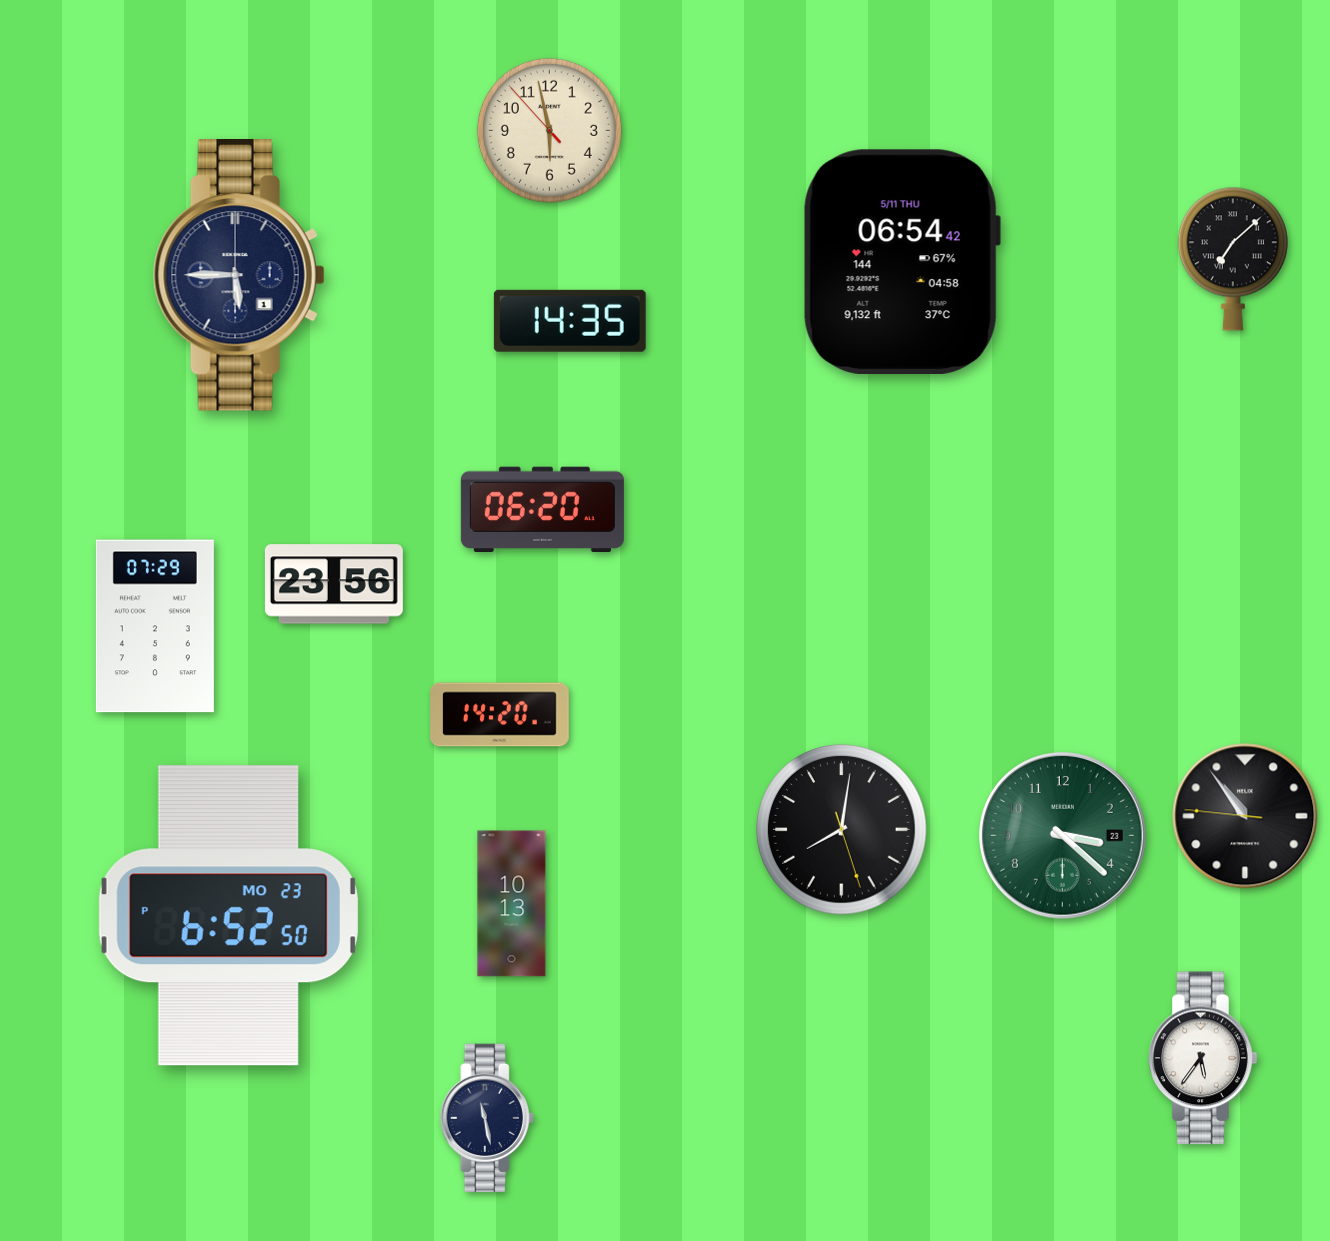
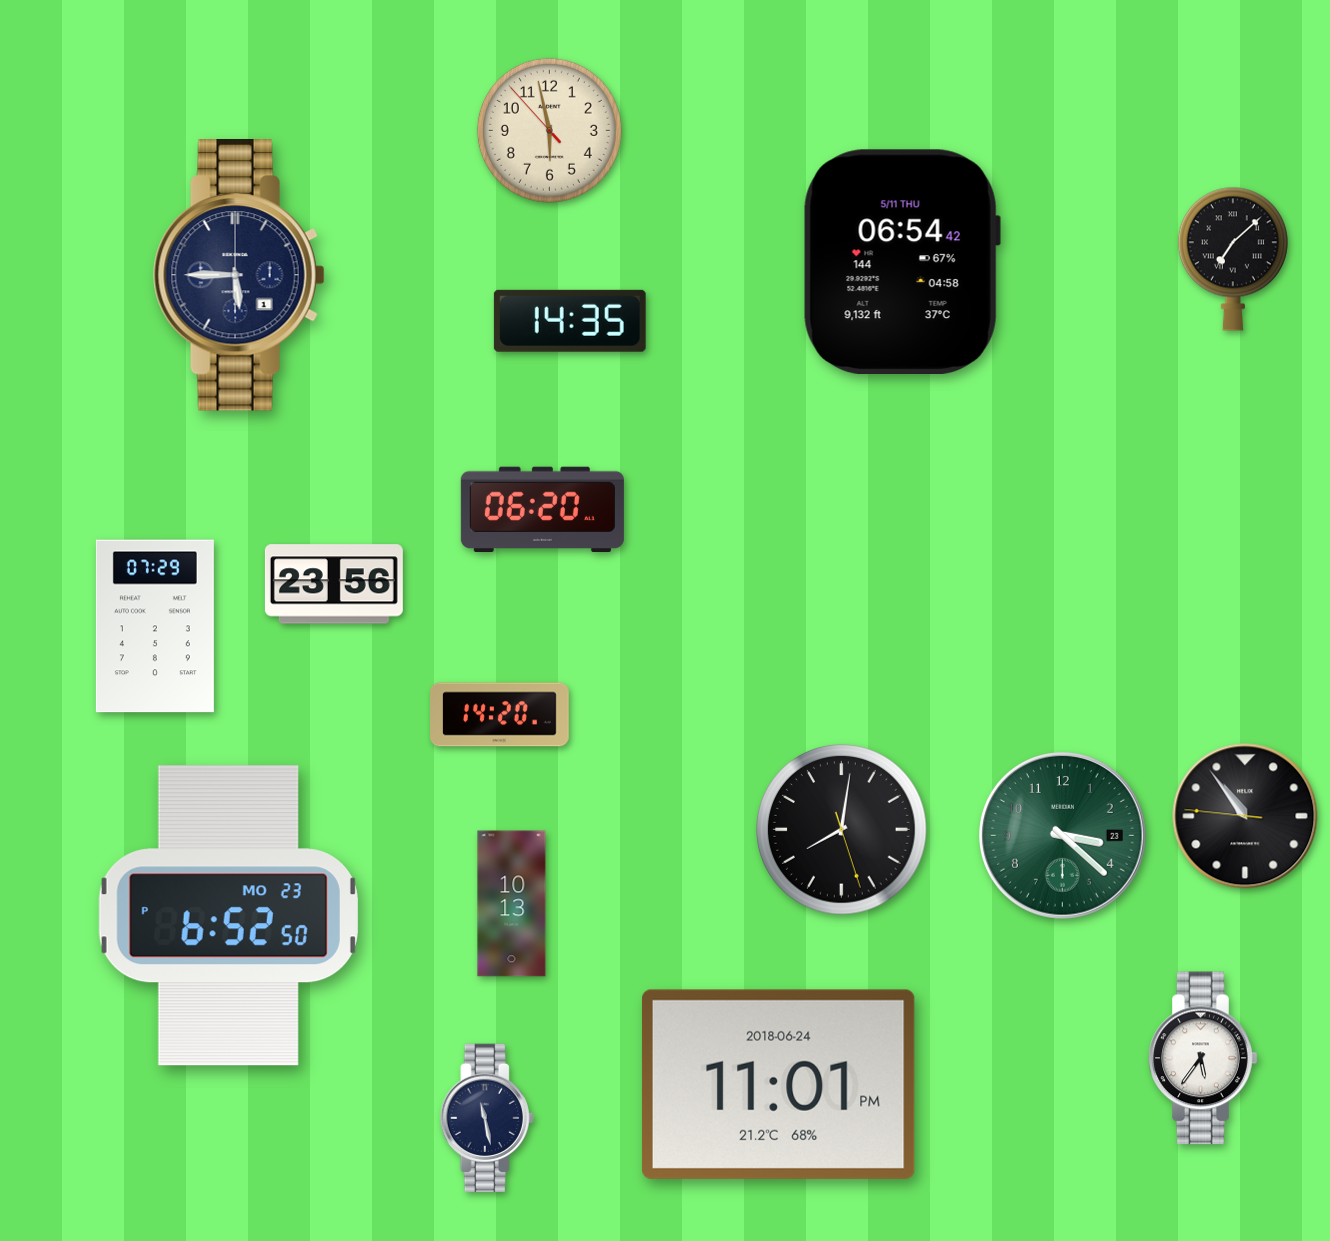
clock at (778, 1084): none -> 11:01
